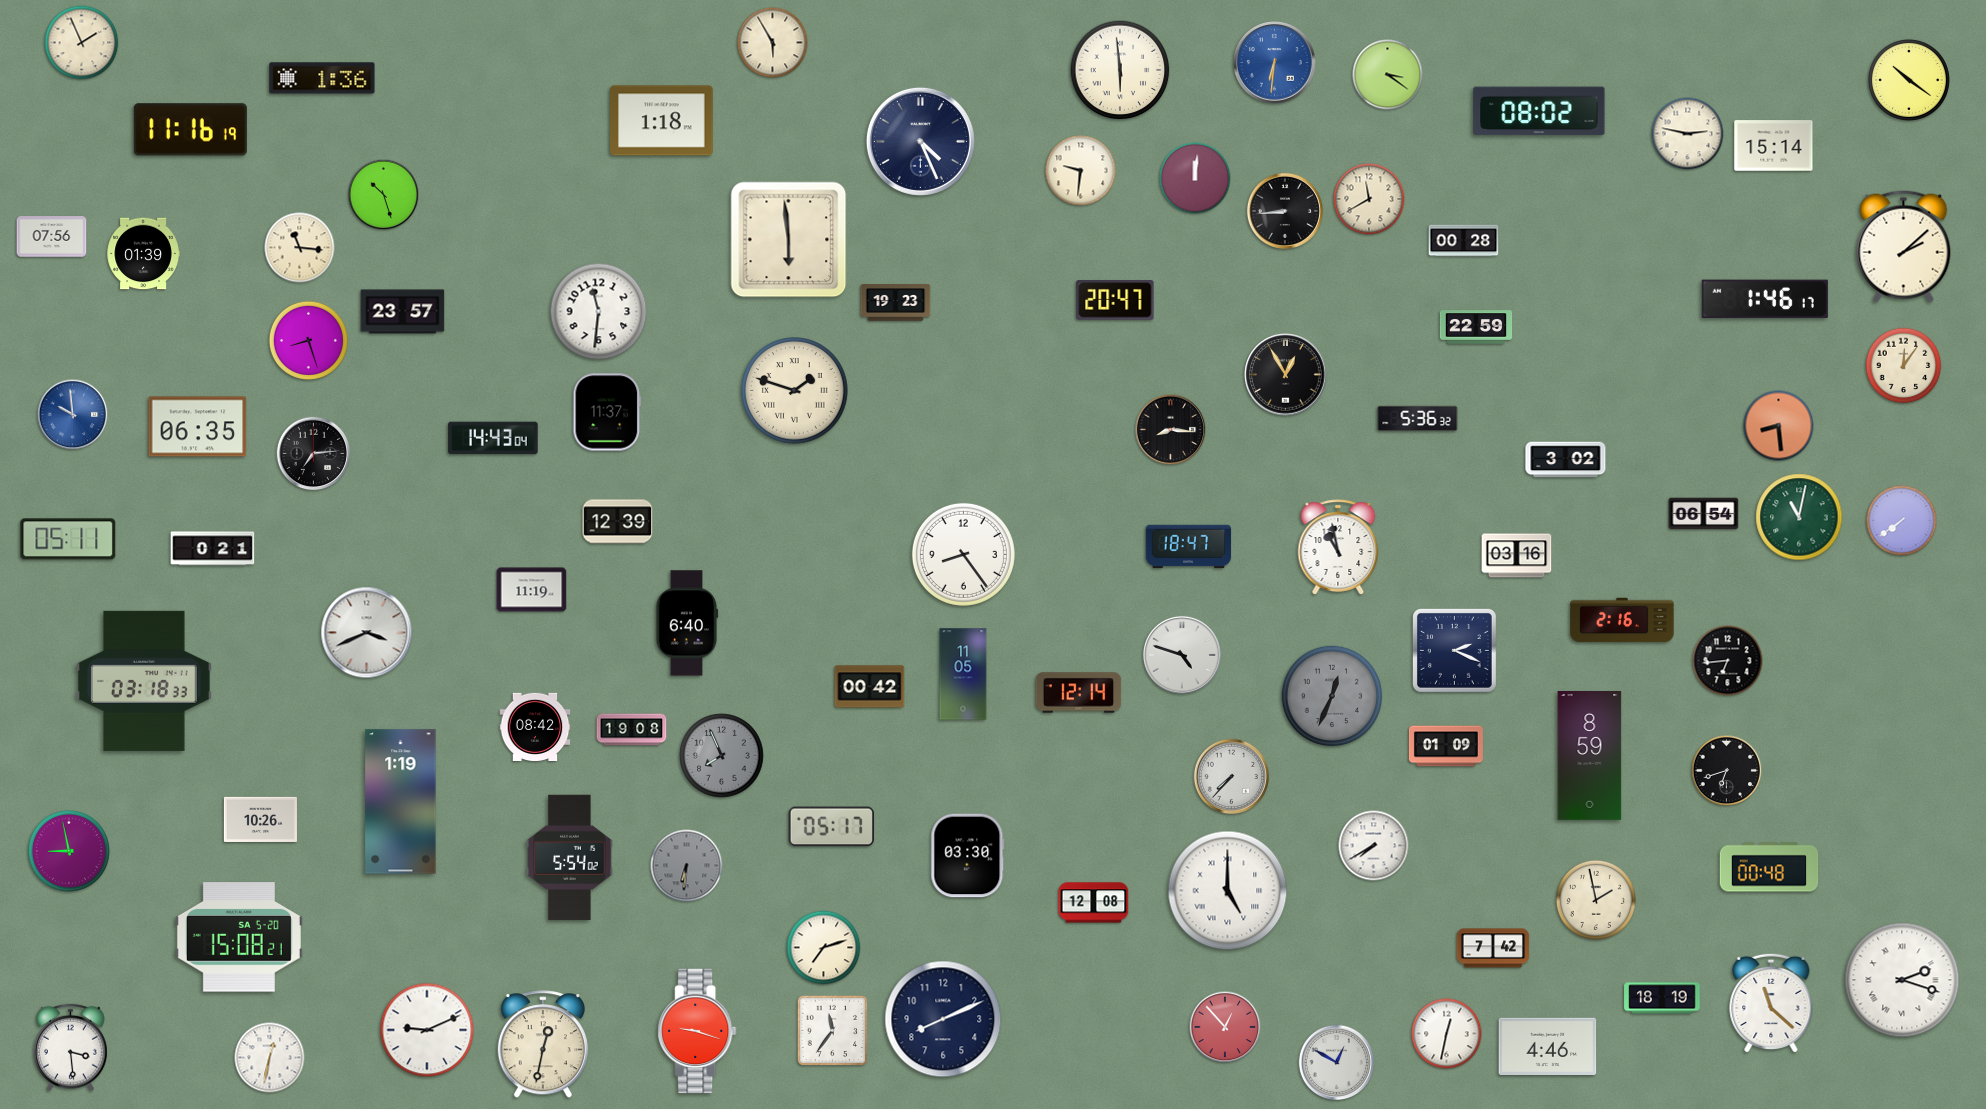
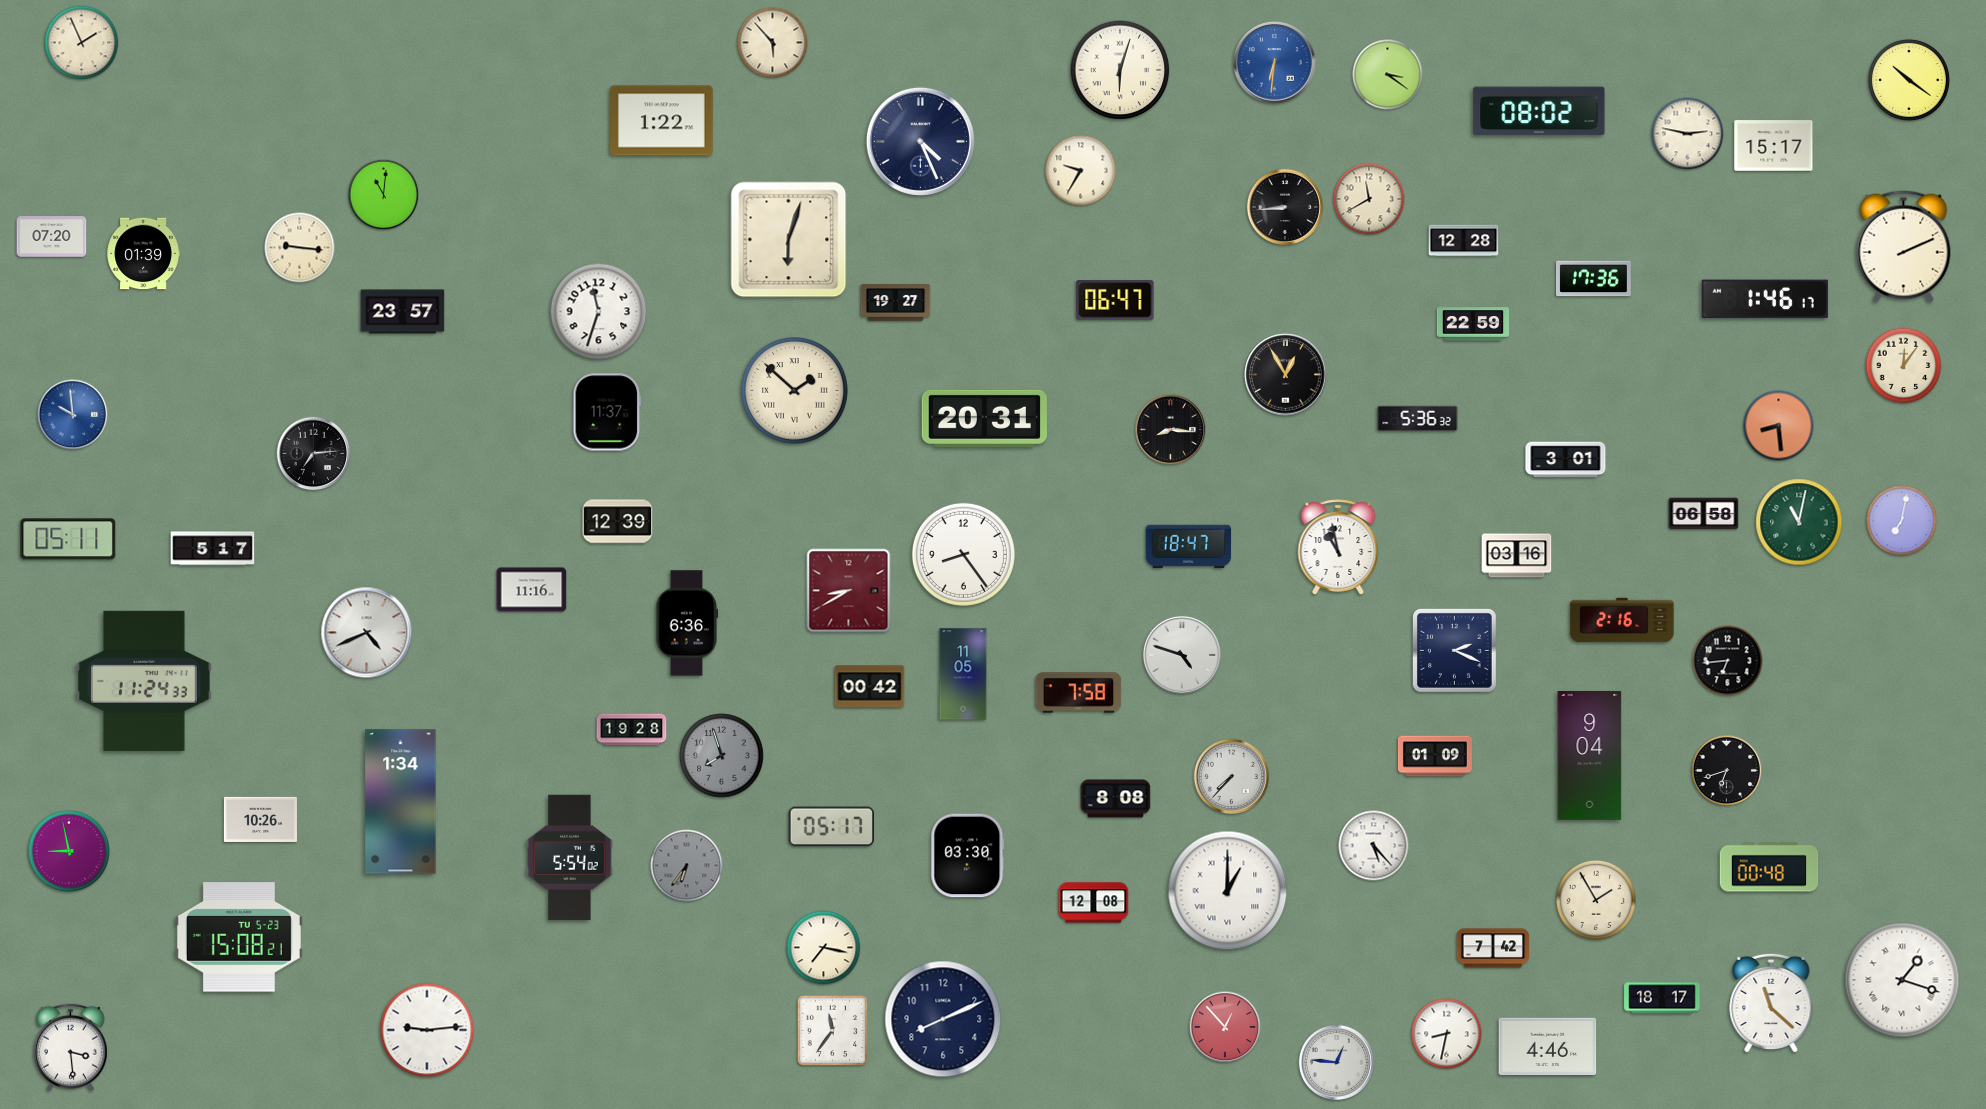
clock at (773, 43): 5:55 -> 5:53
clock at (1120, 70): 5:59 -> 6:03
clock at (322, 78): 1:36 -> none
clock at (662, 121): 1:18 -> 1:22
clock at (190, 130): 11:16 -> none
clock at (1774, 146): 15:14 -> 15:17
clock at (1081, 171): 9:31 -> 9:35
clock at (1195, 178): 12:01 -> none
clock at (384, 195): 10:27 -> 11:01
clock at (1285, 211) position: (1285, 211) -> (1285, 207)
clock at (52, 237): 07:56 -> 07:20
clock at (789, 240): 5:59 -> 6:03
clock at (1464, 241): 00:28 -> 12:28
clock at (1904, 247): 2:08 -> 2:11
clock at (300, 248): 11:16 -> 9:16
clock at (1594, 279): none -> 17:36
clock at (1115, 300): 20:47 -> 06:47
clock at (896, 303): 19:23 -> 19:27
clock at (599, 312): 11:31 -> 11:33
clock at (1476, 327) position: (1476, 327) -> (1473, 324)
clock at (308, 340): 8:27 -> none
clock at (795, 391): 1:48 -> 1:52
clock at (984, 418): none -> 20:31
clock at (198, 427): 06:35 -> none
clock at (493, 438): 14:43 -> none
clock at (1566, 460): 3:02 -> 3:01
clock at (1704, 514): 06:54 -> 06:58
clock at (1799, 517) position: (1799, 517) -> (1799, 522)
clock at (1902, 521): 7:39 -> 7:02
clock at (213, 549): 0:21 -> 5:17
clock at (532, 590): 11:19 -> 11:16
clock at (849, 591): none -> 8:40
clock at (687, 623): 6:40 -> 6:36
clock at (367, 633): 3:41 -> 4:41
clock at (144, 681): 03:18 -> 11:24
clock at (1079, 693): 12:14 -> 7:58
clock at (1332, 696): 12:34 -> none
clock at (535, 726): 08:42 -> none
clock at (632, 730): 19:08 -> 19:28
clock at (1446, 746) position: (1446, 746) -> (1435, 756)
clock at (722, 756): 7:56 -> 7:57
clock at (1590, 756): 8:59 -> 9:04
clock at (1116, 799): none -> 8:08
clock at (401, 802): 1:19 -> 1:34
clock at (1374, 846): 7:40 -> 5:23
clock at (687, 866): 6:31 -> 6:36
clock at (1228, 891): 5:00 -> 1:00
clock at (1596, 900): 1:58 -> 1:55
clock at (239, 937) date: SA 5-20 -> TU 5-23
clock at (824, 948): 7:12 -> 7:17
clock at (1902, 980): 2:18 -> 1:18
clock at (1662, 998): 18:19 -> 18:17
clock at (427, 1030): 9:11 -> 9:14
clock at (697, 1031): 9:18 -> none
clock at (1447, 1034): 12:32 -> 8:32
clock at (543, 1045): 12:32 -> none
clock at (270, 1058): 12:32 -> none
clock at (1336, 1062): 12:50 -> 12:46
